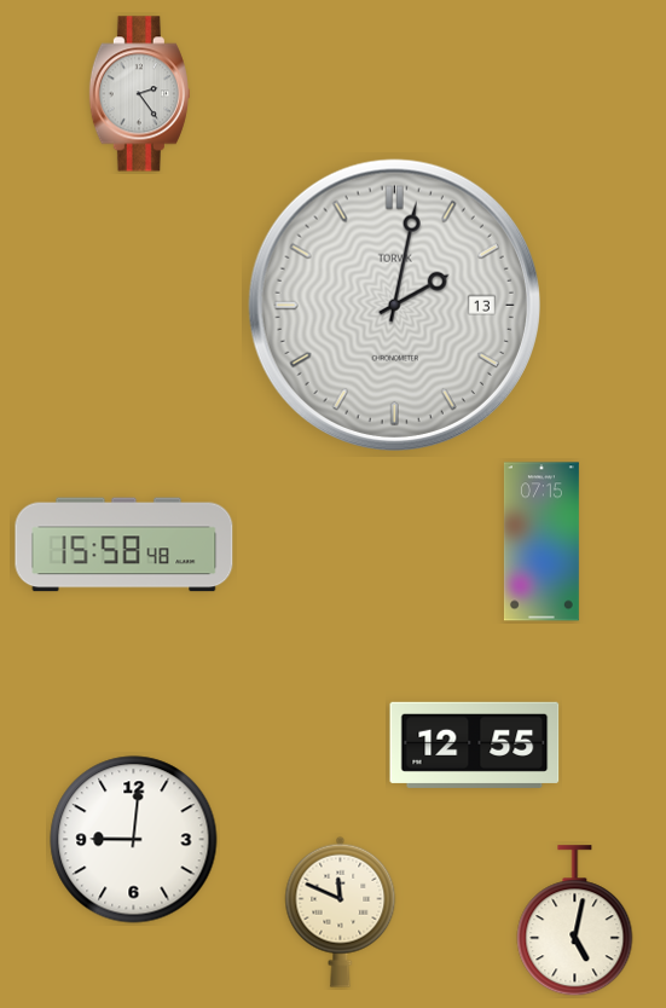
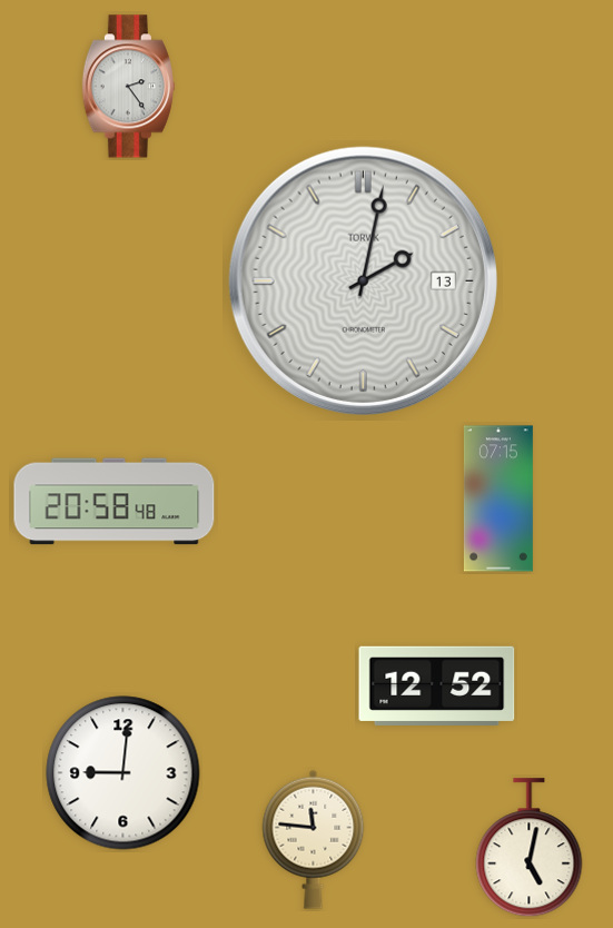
clock at (124, 545): 15:58 -> 20:58
clock at (475, 745): 12:55 -> 12:52
clock at (341, 911): 11:49 -> 11:46
